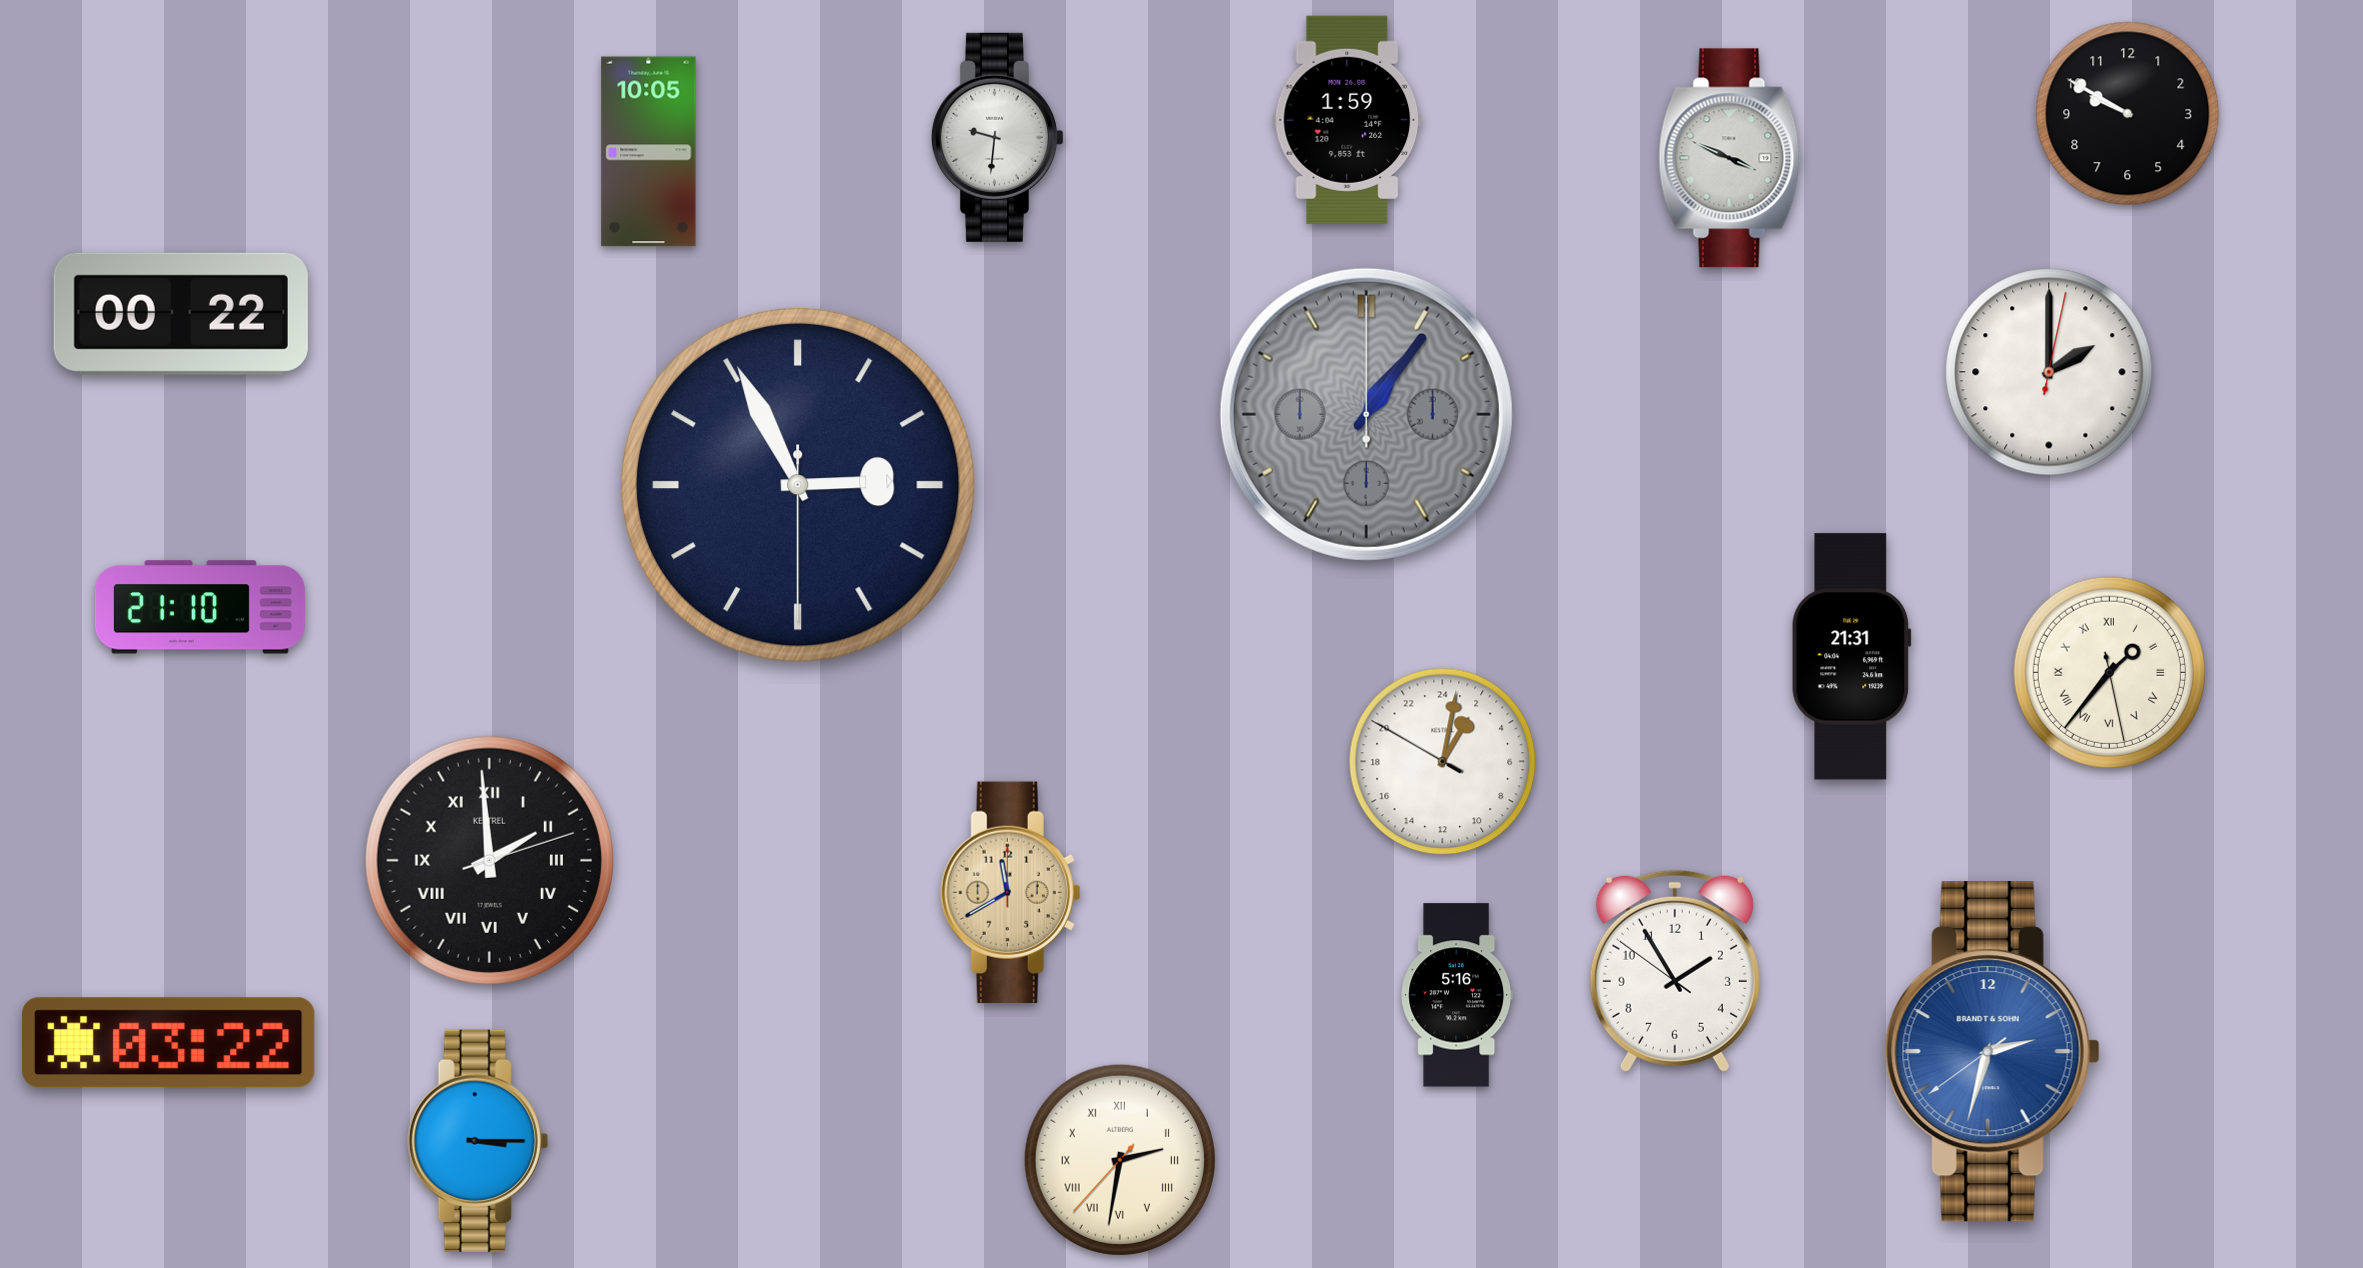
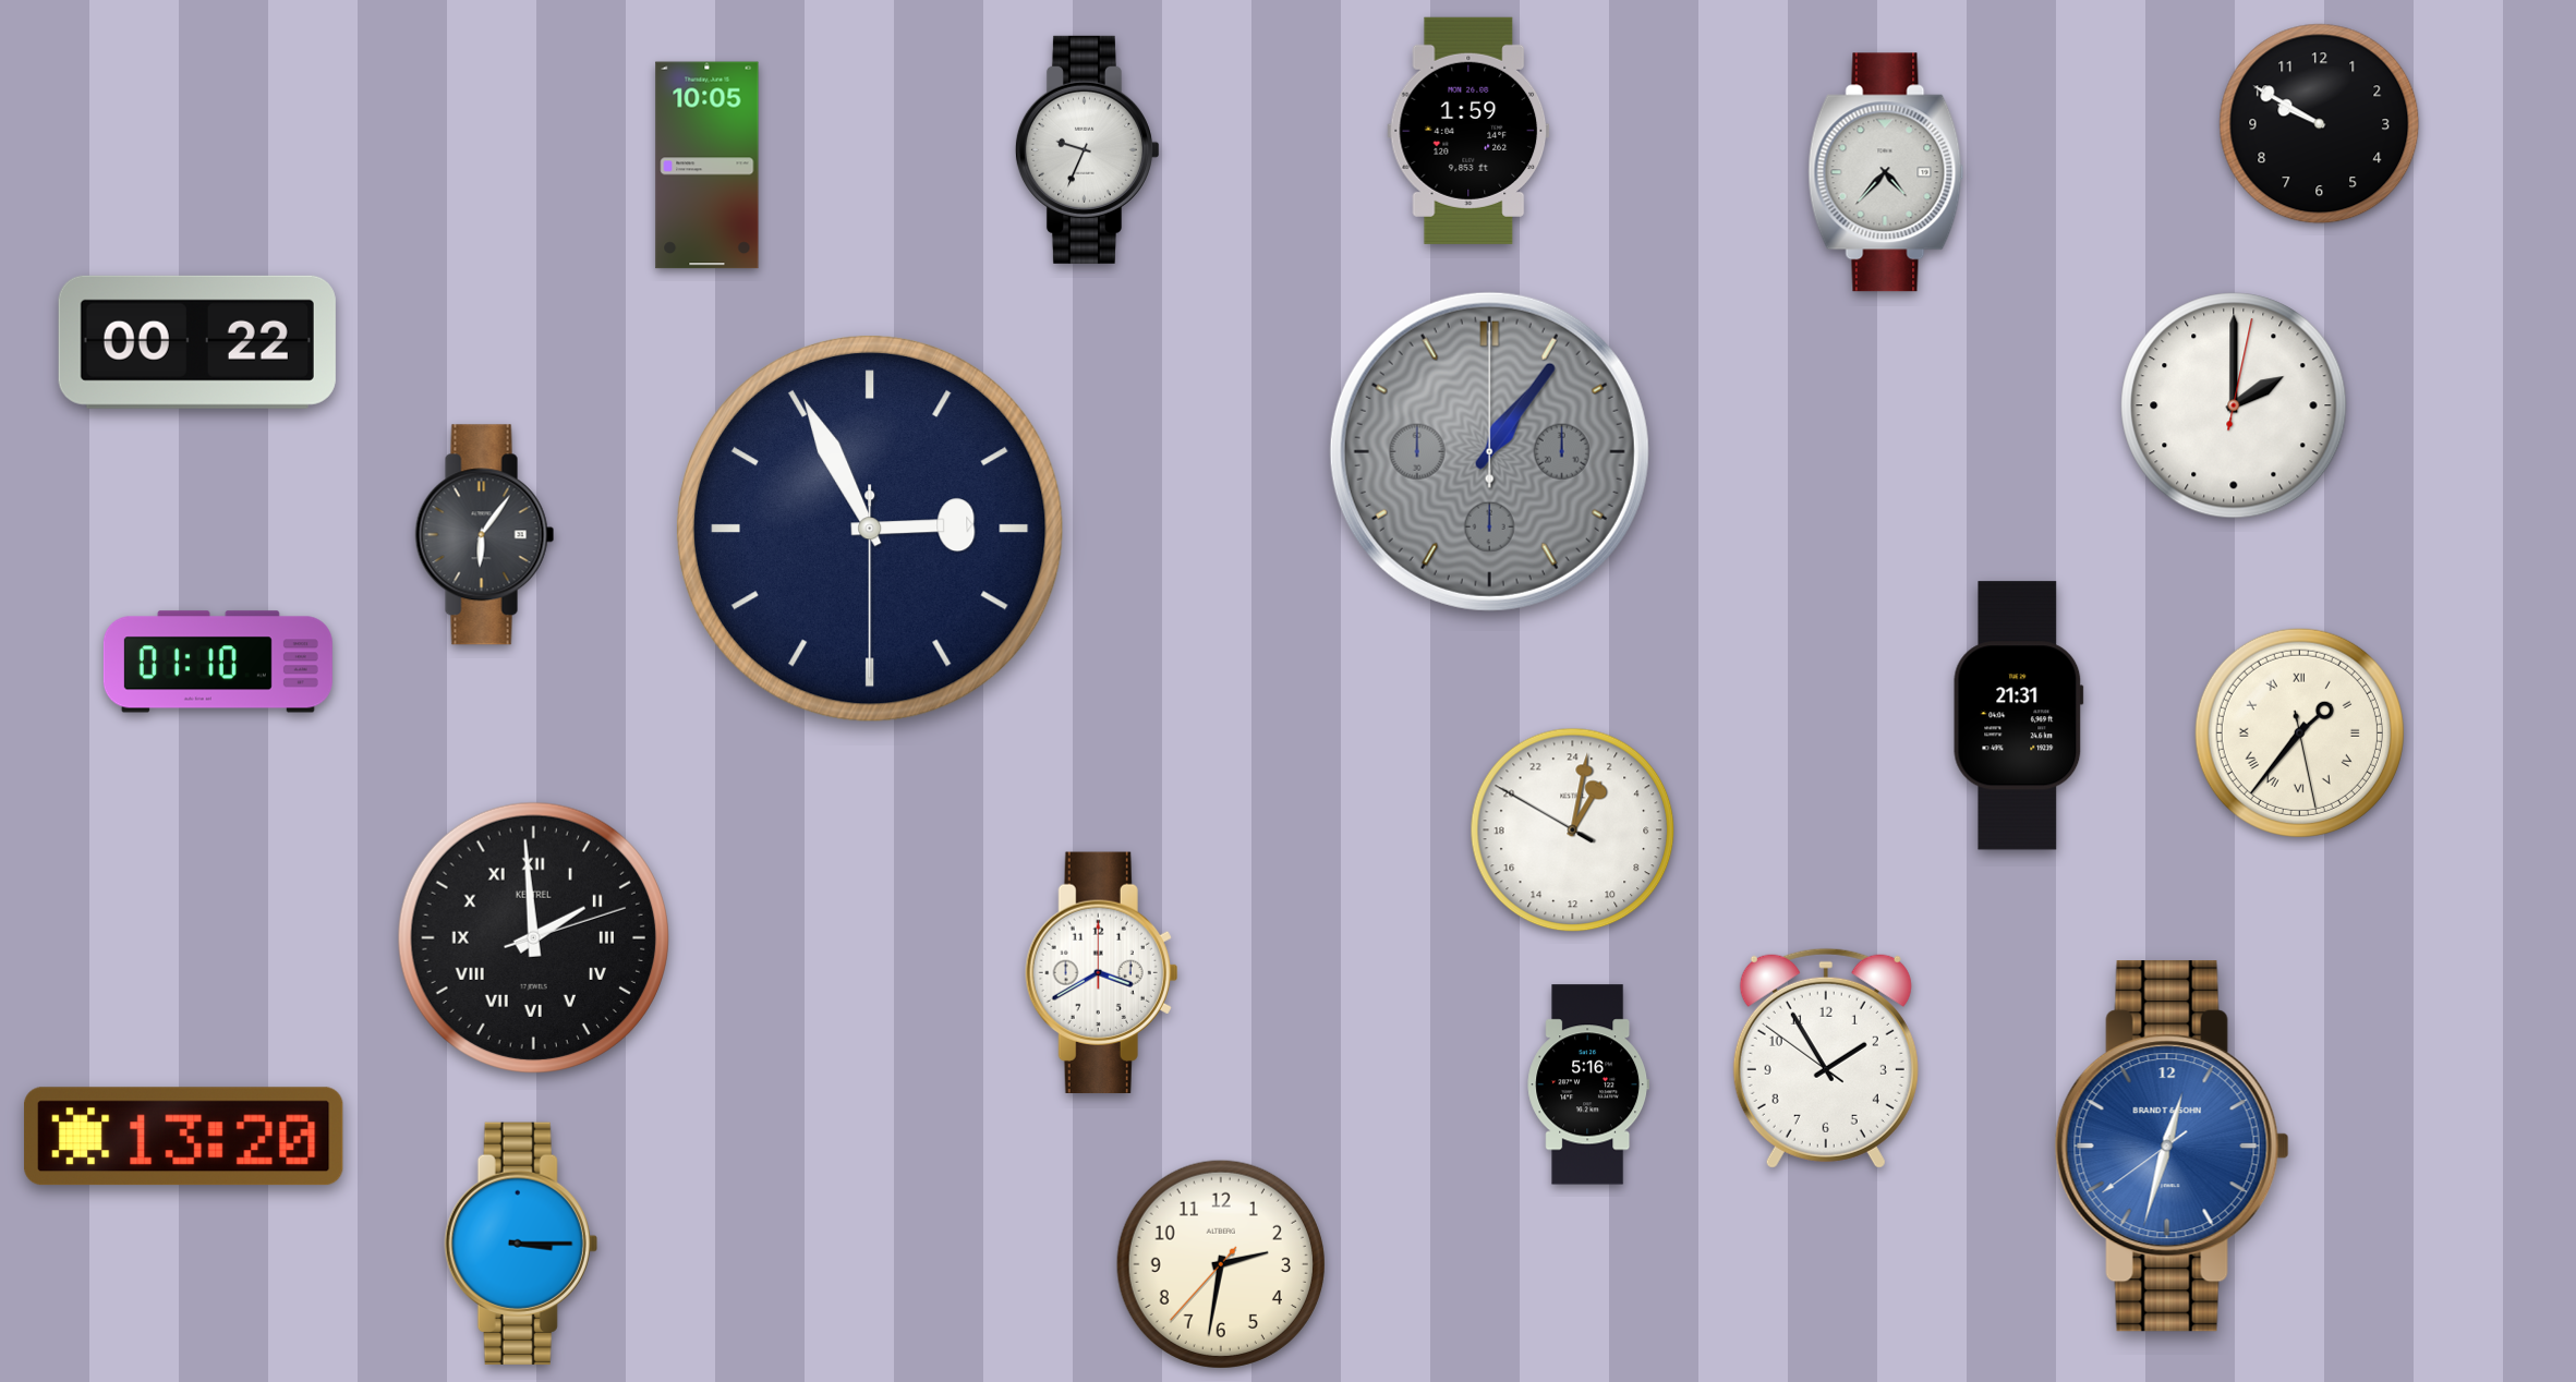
clock at (997, 137): 9:31 -> 9:34
clock at (1730, 158): 3:49 -> 4:37
clock at (485, 535): none -> 6:06
clock at (200, 607): 21:10 -> 01:10
clock at (1011, 892): 11:40 -> 3:40
clock at (1011, 892) dial: champagne -> white
clock at (169, 1043): 03:22 -> 13:20
clock at (1992, 1052): 2:32 -> 12:32
clock at (1120, 1160) numerals: Roman -> Arabic
